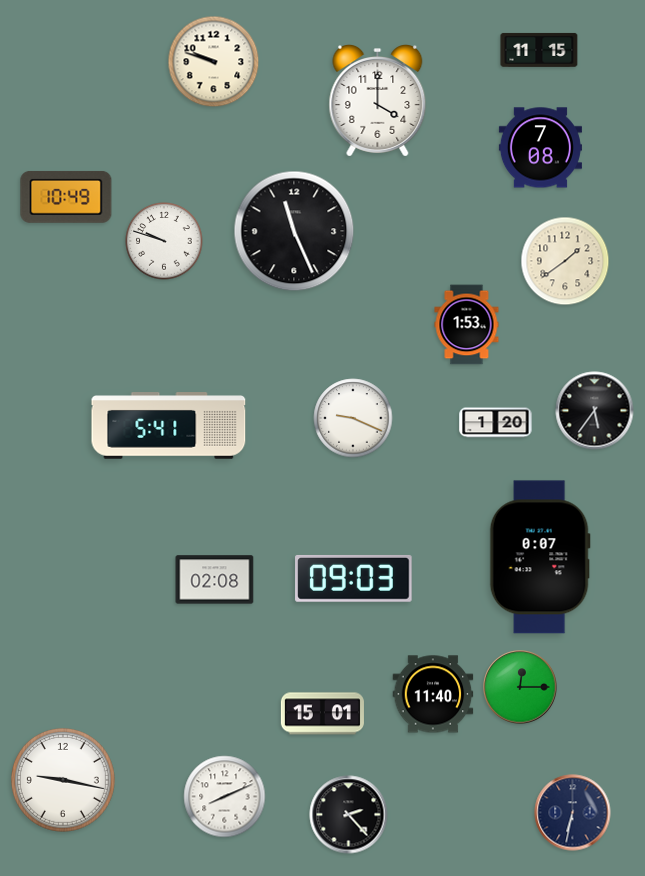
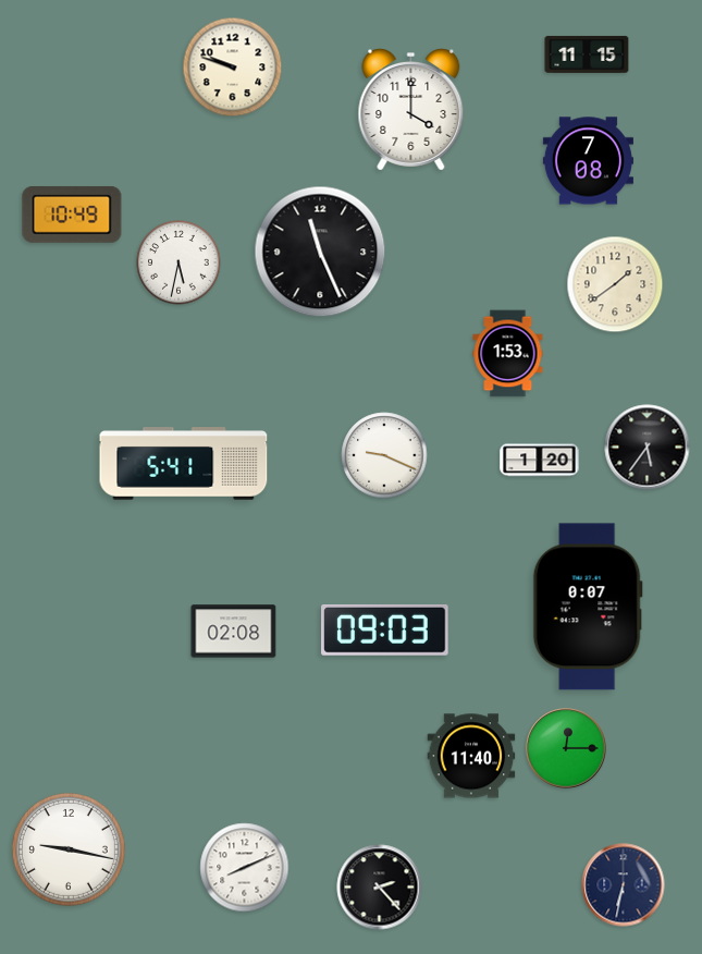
clock at (164, 241): 9:48 -> 5:32
clock at (322, 714): 15:01 -> none
